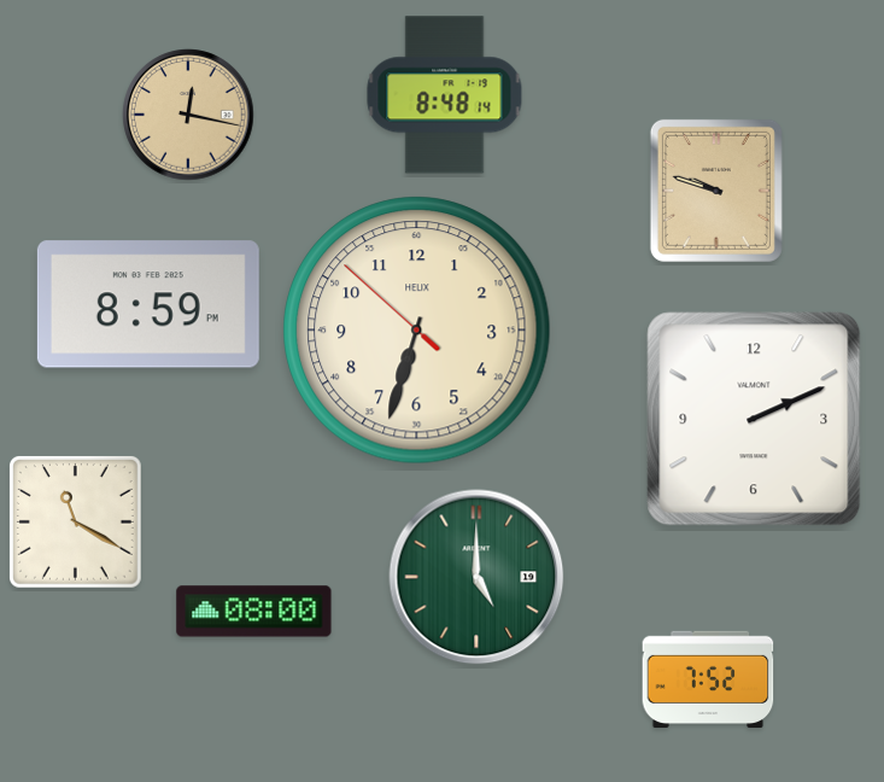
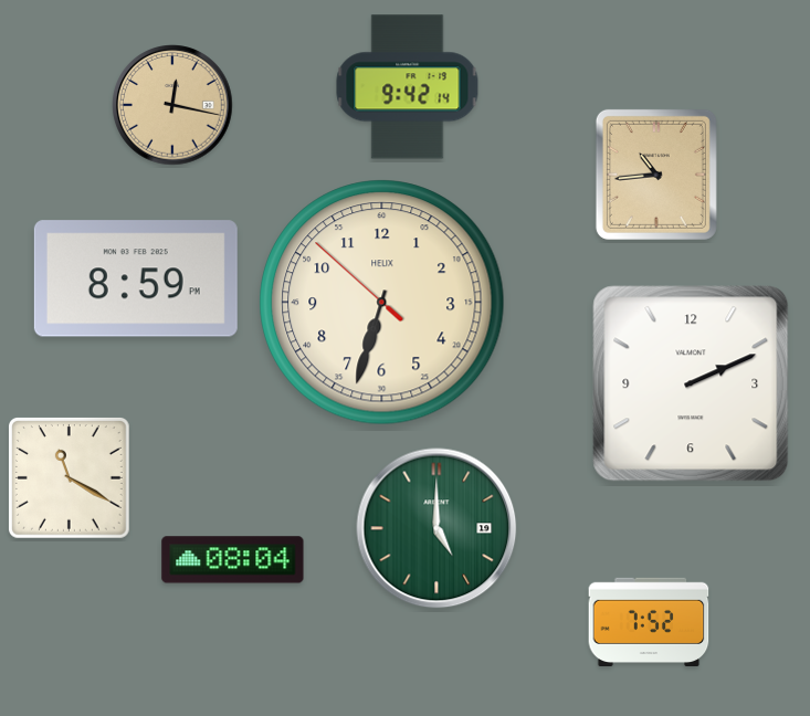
clock at (445, 95): 8:48 -> 9:42
clock at (716, 191): 9:48 -> 10:44
clock at (254, 612): 08:00 -> 08:04
